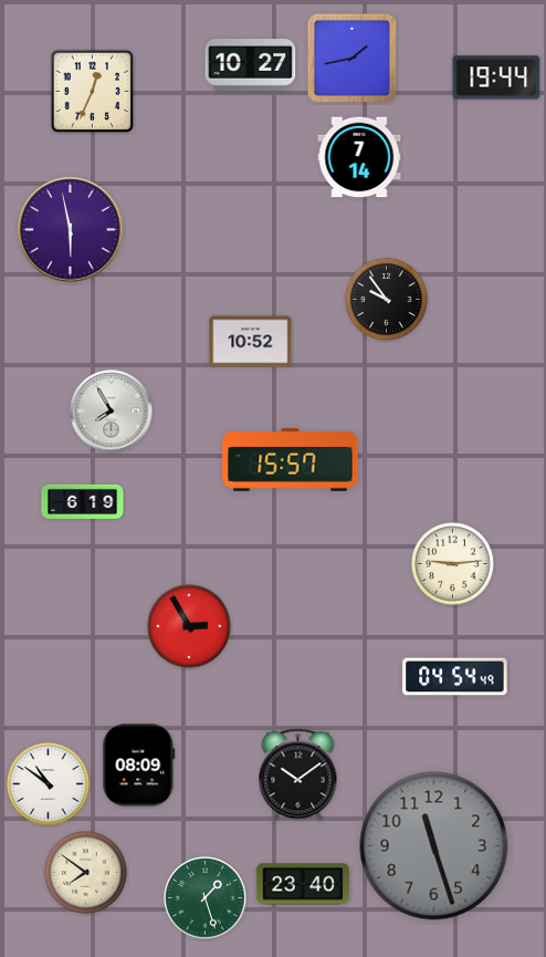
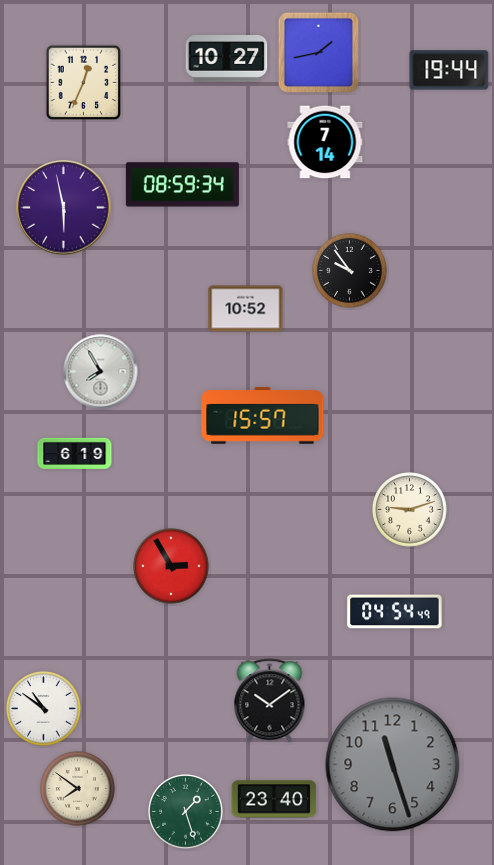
clock at (182, 185): none -> 08:59
clock at (251, 342) position: (251, 342) -> (246, 309)
clock at (453, 564): 9:14 -> 9:12
clock at (455, 677) position: (455, 677) -> (395, 612)
clock at (139, 766): 08:09 -> none
